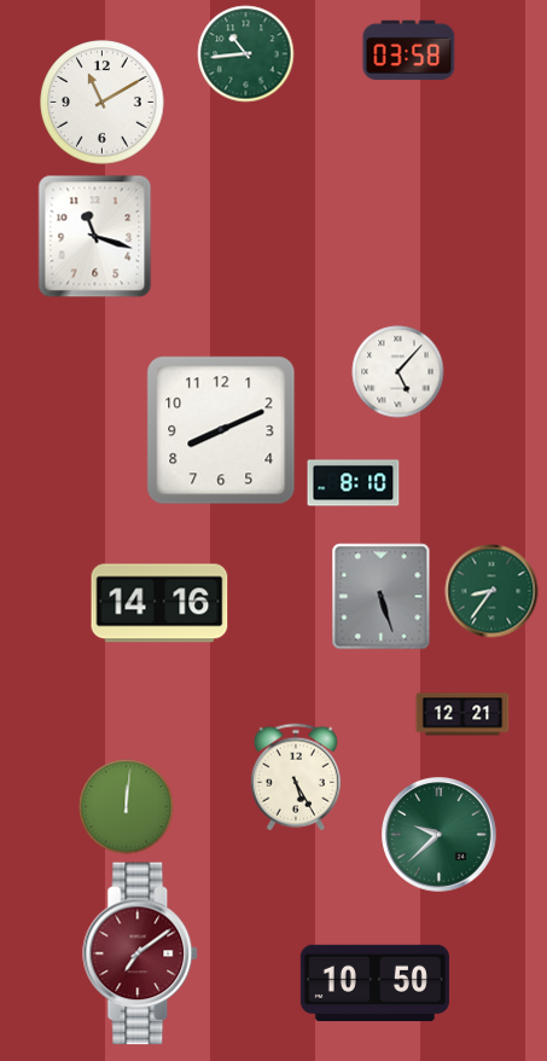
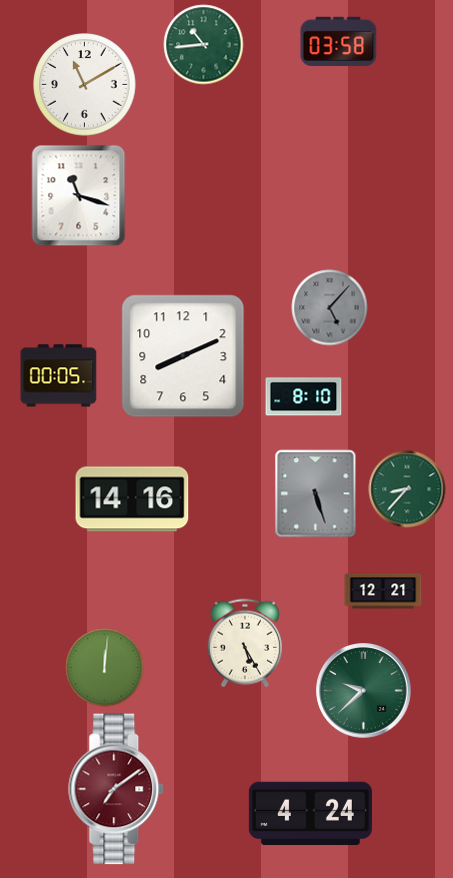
clock at (398, 372) dial: white -> grey
clock at (59, 376): none -> 00:05
clock at (354, 483) position: (354, 483) -> (304, 397)
clock at (491, 591): 8:36 -> 8:37
clock at (374, 984): 10:50 -> 4:24
